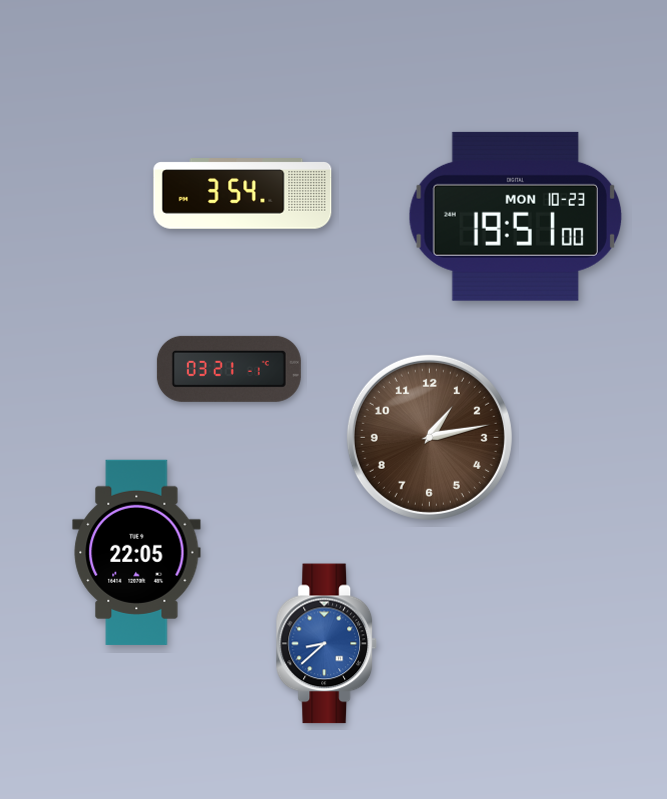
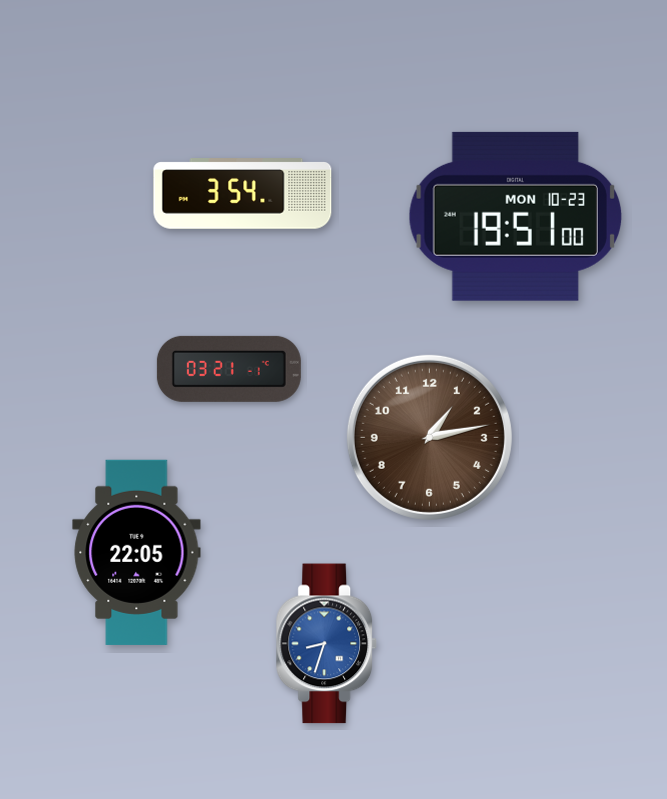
clock at (326, 644): 8:38 -> 8:33
